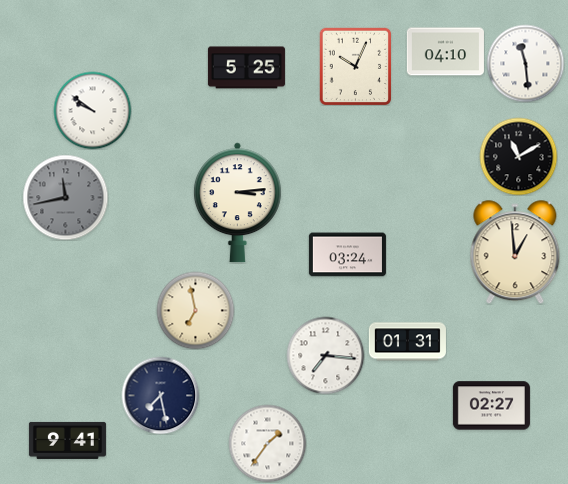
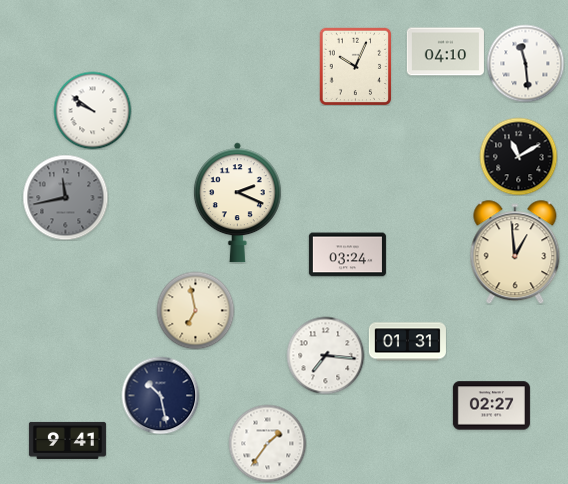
clock at (246, 68): 5:25 -> none
clock at (237, 203): 3:14 -> 2:19
clock at (160, 395): 7:28 -> 10:28
